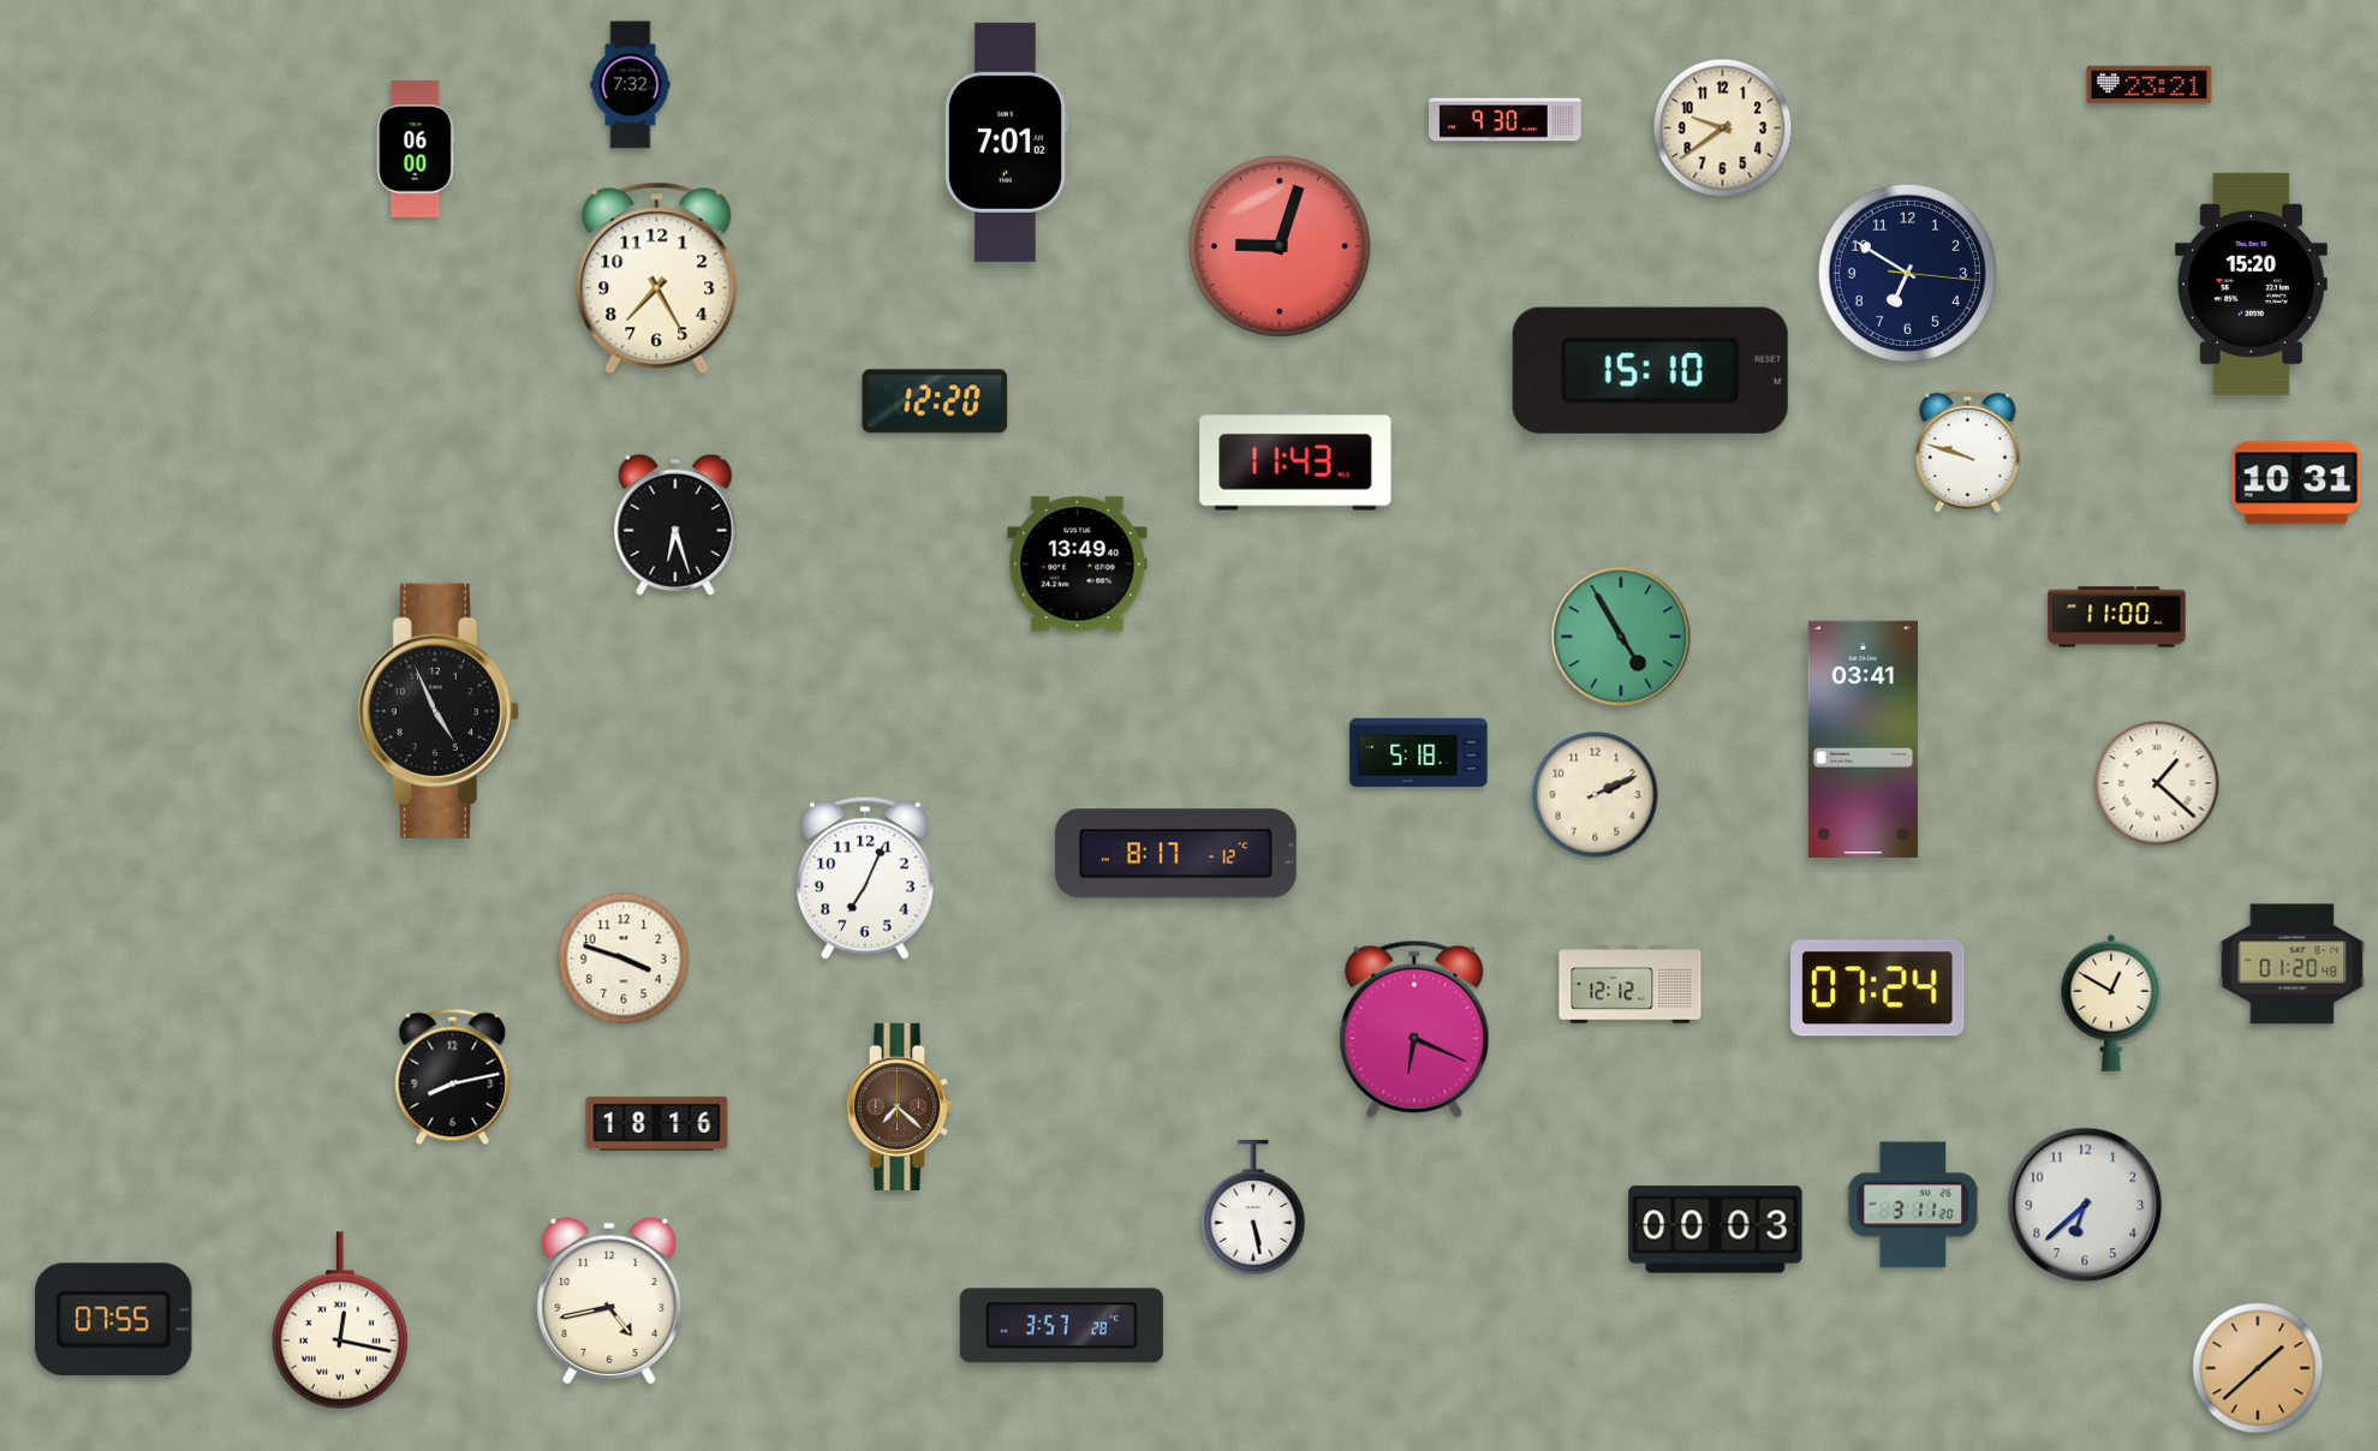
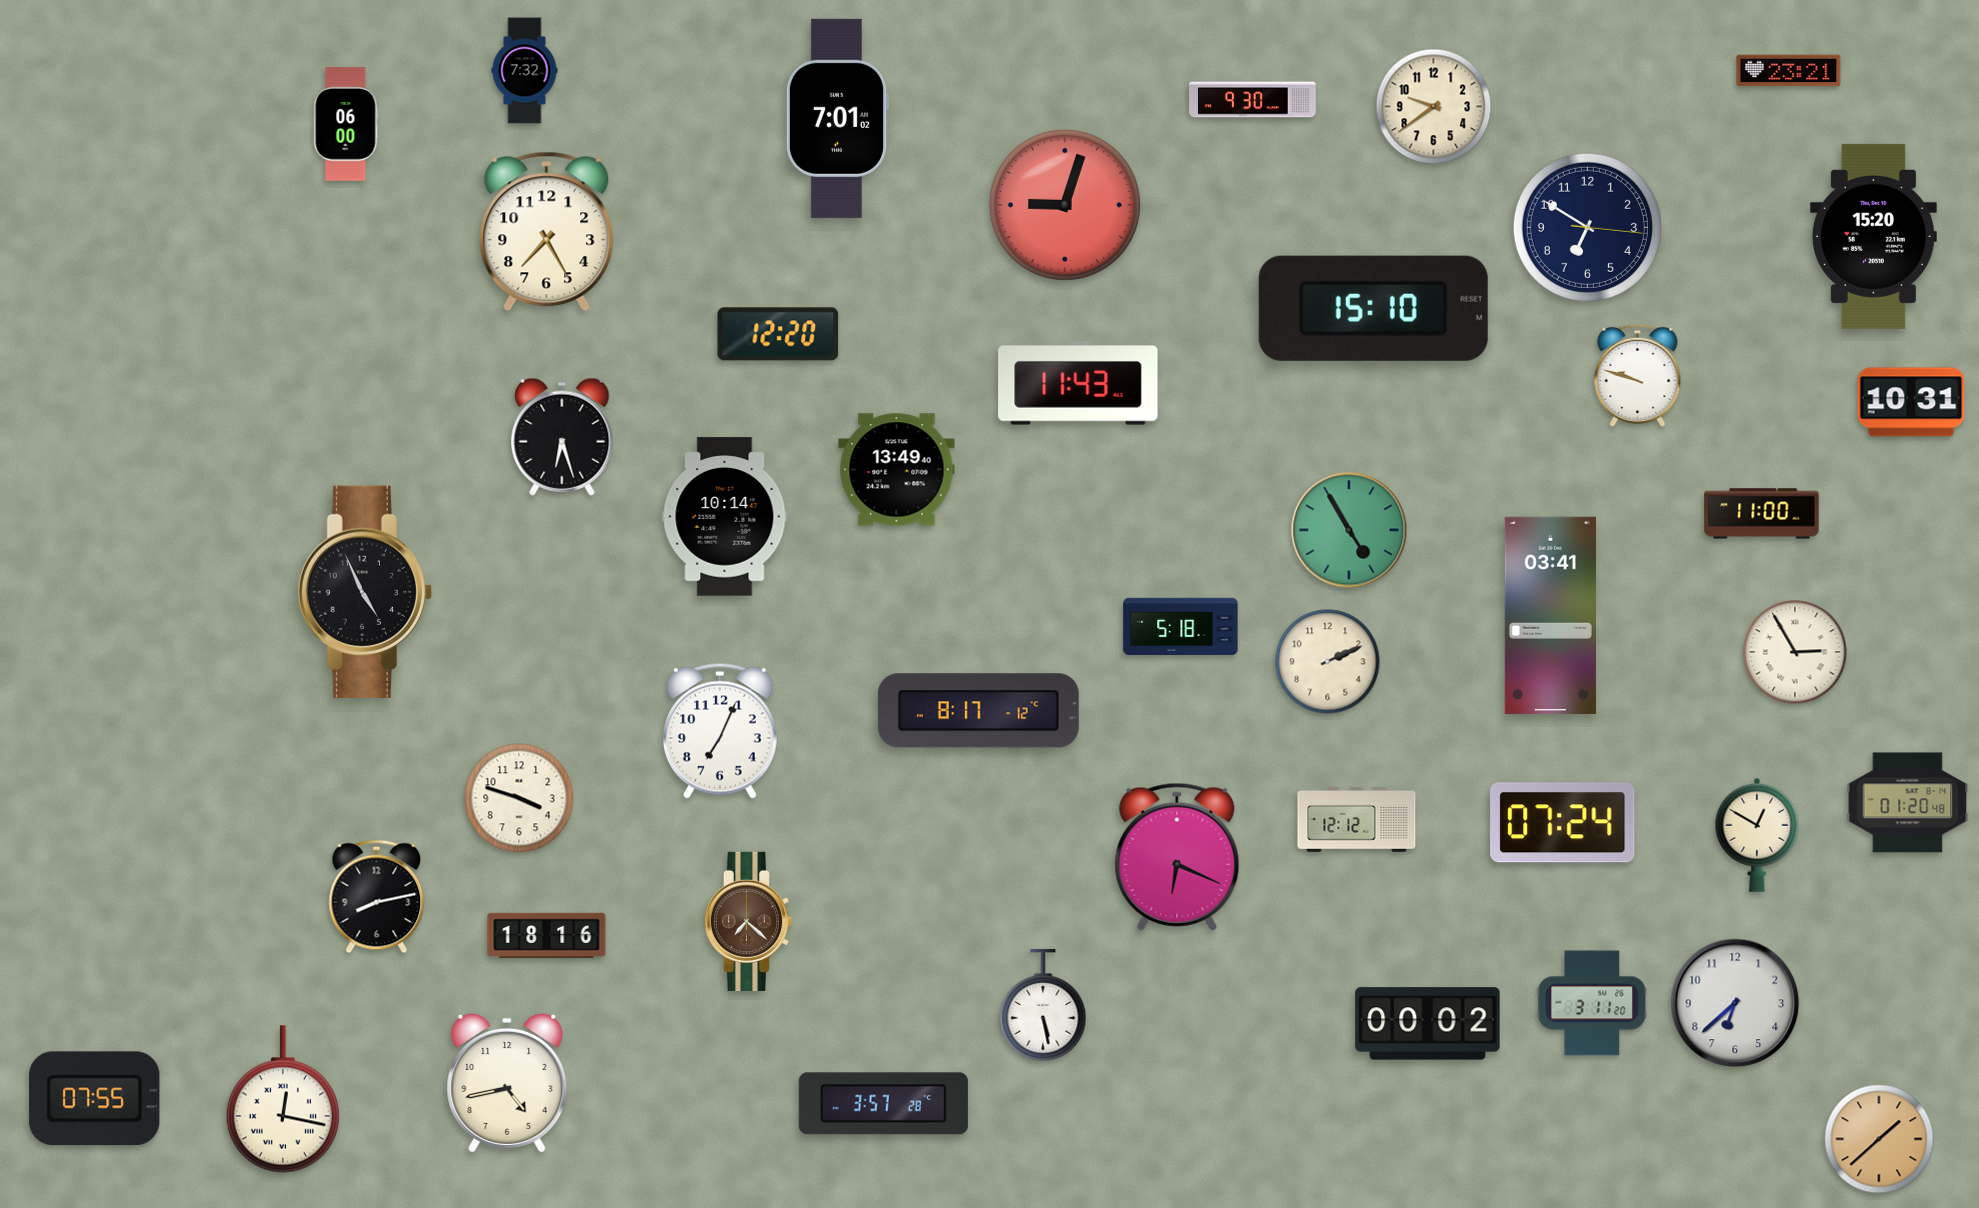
clock at (725, 517): none -> 10:14
clock at (2157, 783): 1:22 -> 2:55
clock at (1716, 1230): 00:03 -> 00:02
